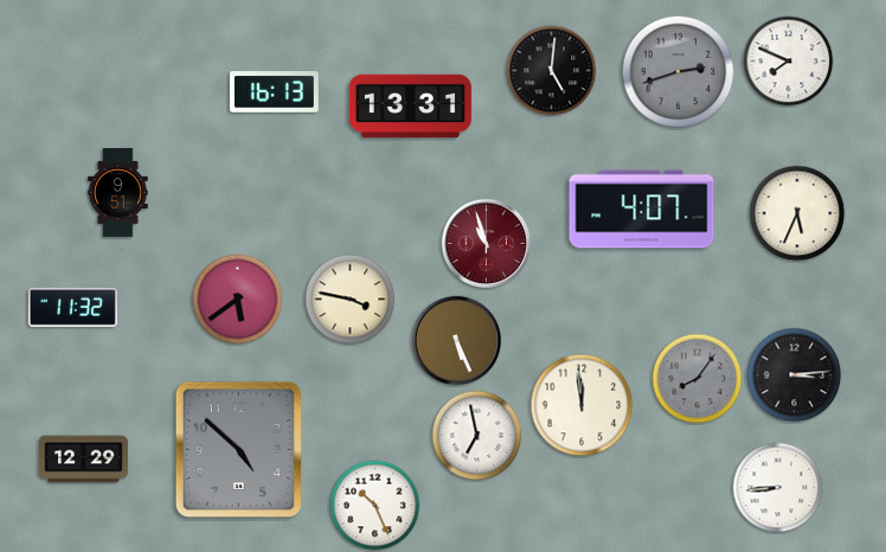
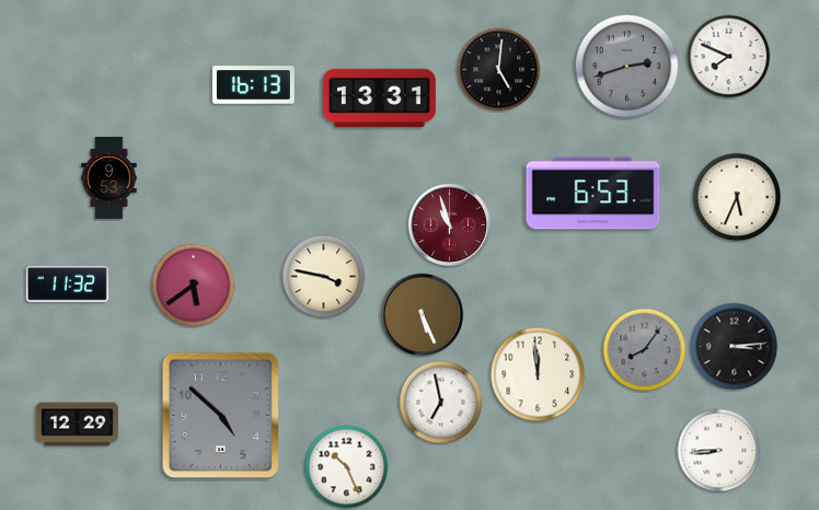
clock at (552, 71) position: (552, 71) -> (499, 70)
clock at (118, 193): 9:51 -> 9:53
clock at (642, 210): 4:07 -> 6:53
clock at (238, 300) position: (238, 300) -> (194, 286)
